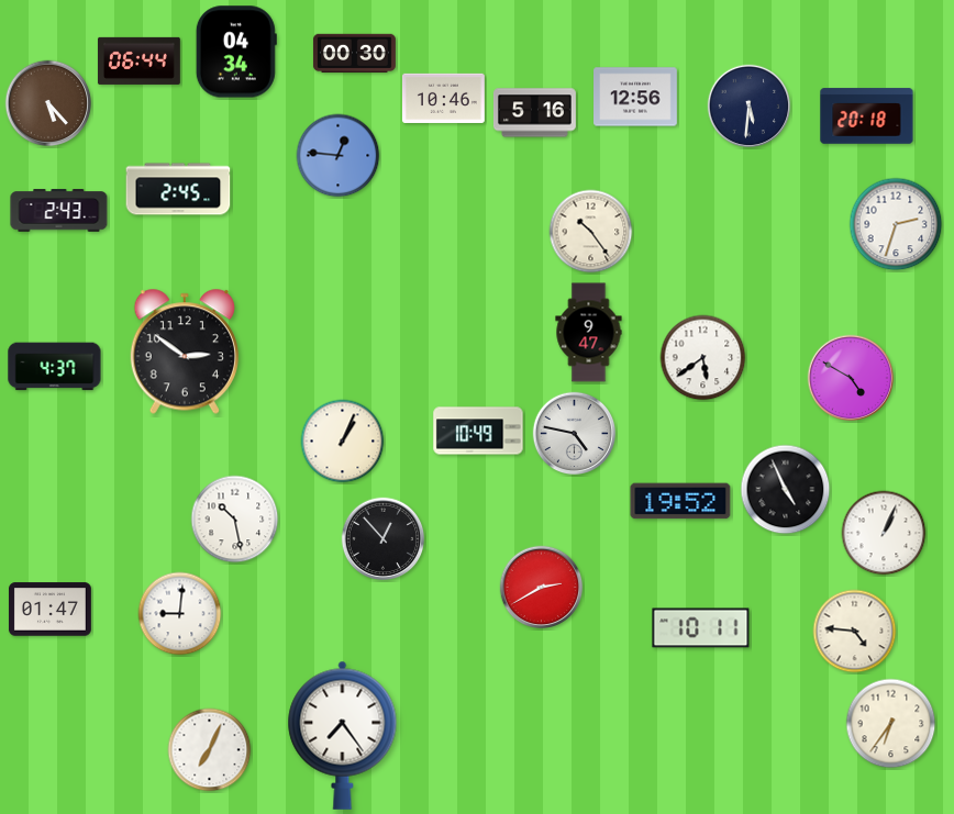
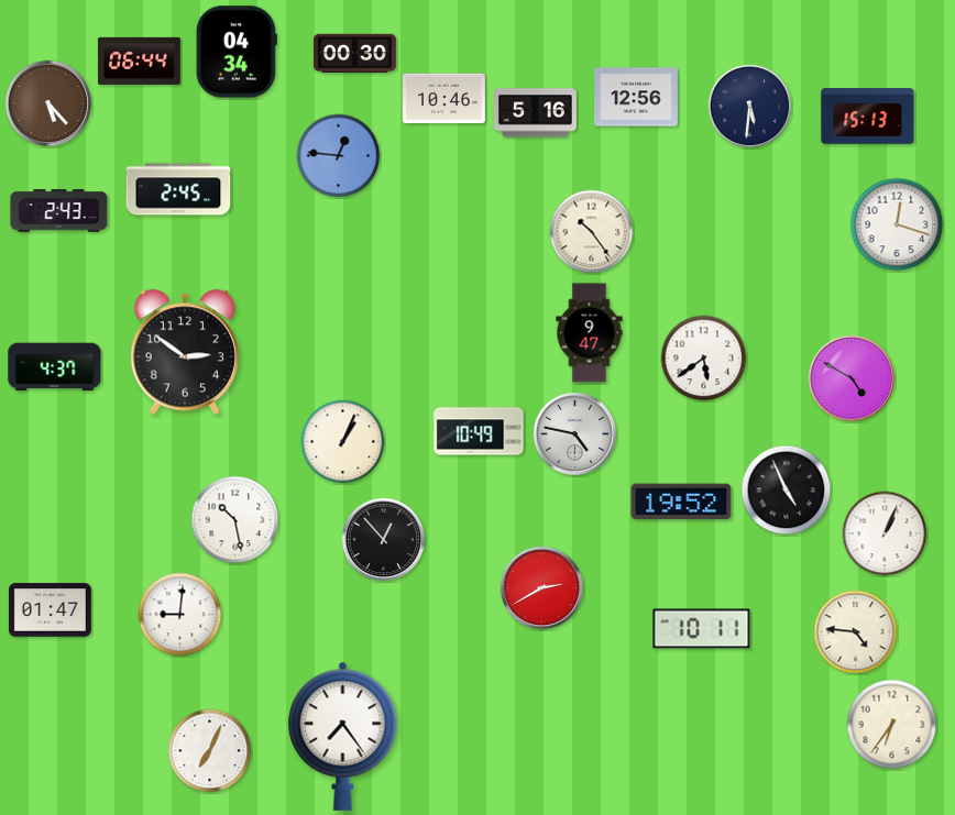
clock at (867, 116): 20:18 -> 15:13
clock at (896, 224): 2:33 -> 12:18
